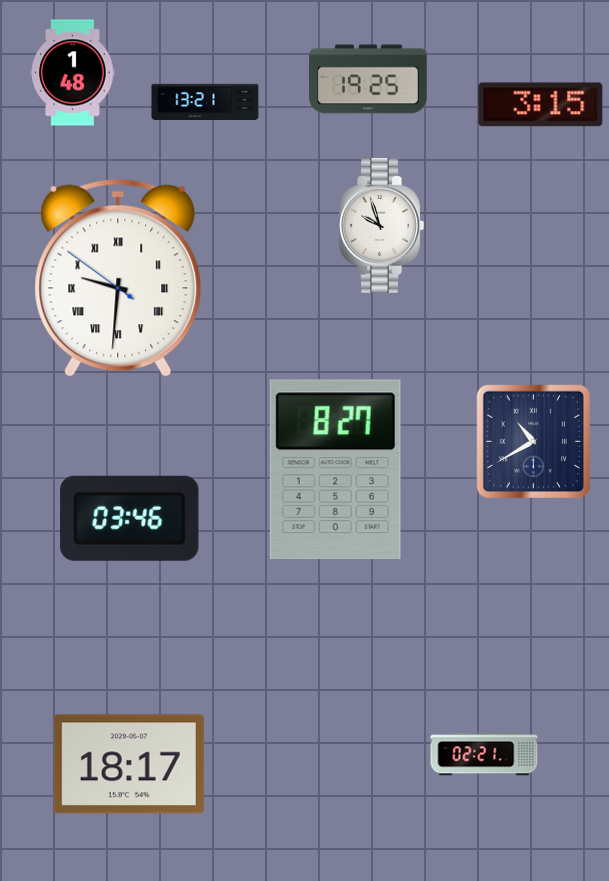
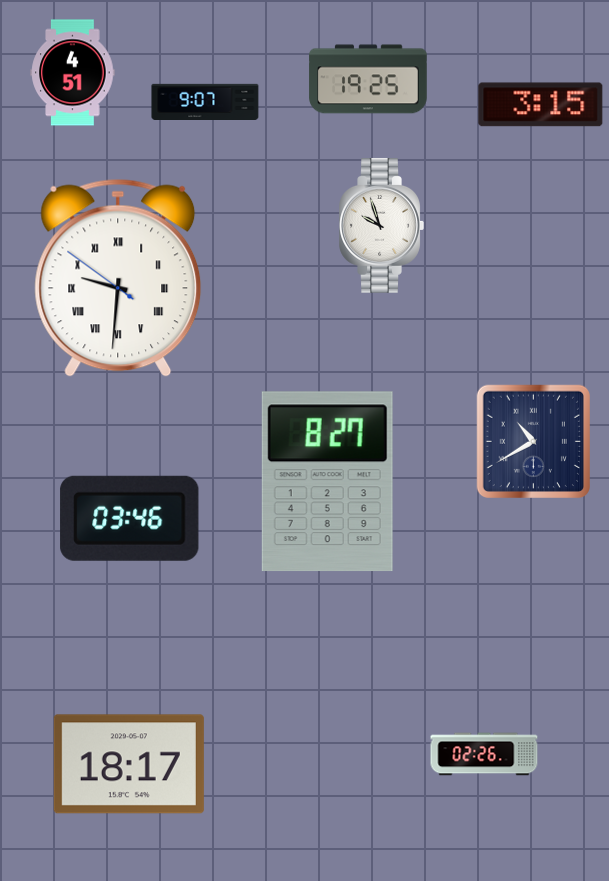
clock at (73, 73): 1:48 -> 4:51
clock at (205, 101): 13:21 -> 9:07
clock at (335, 470) position: (335, 470) -> (327, 482)
clock at (484, 754): 02:21 -> 02:26
